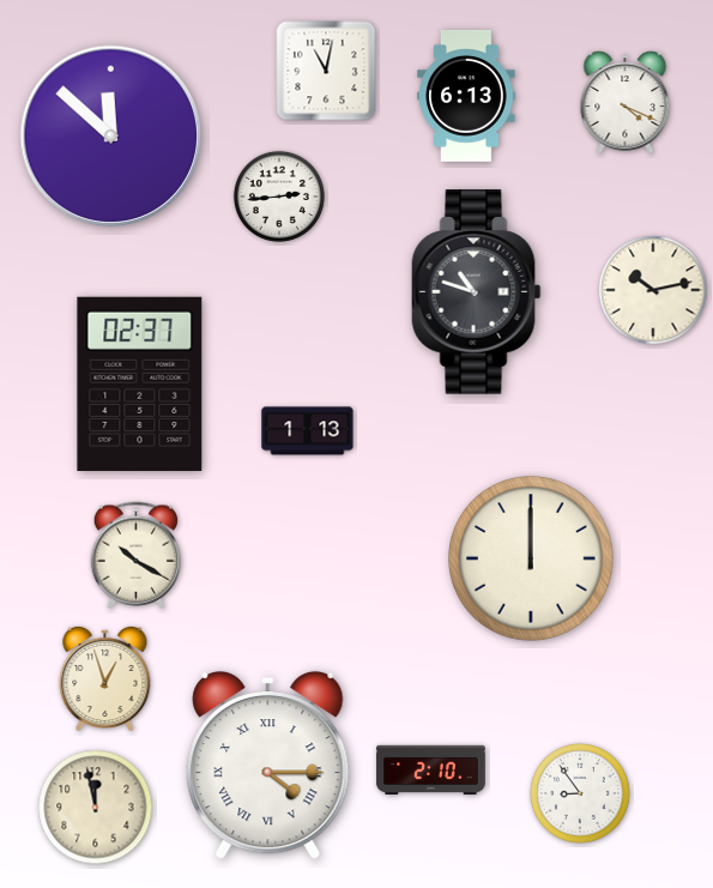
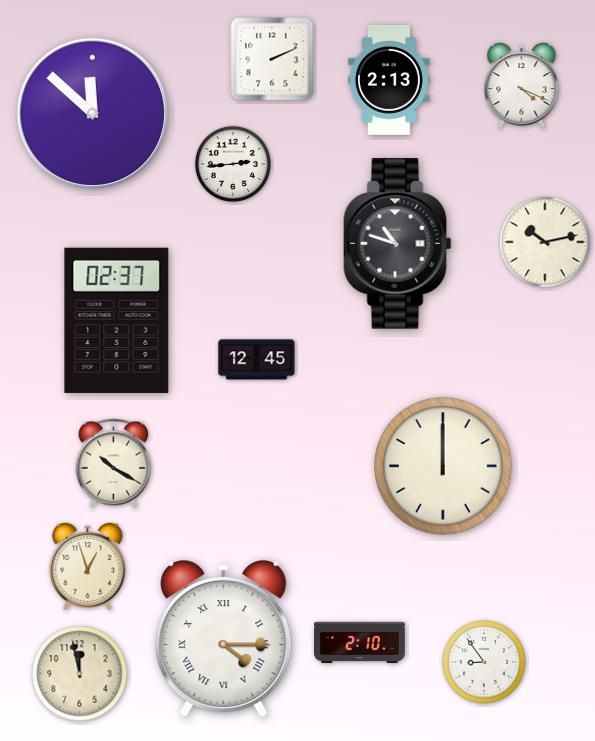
clock at (326, 71): 11:02 -> 2:11
clock at (466, 96): 6:13 -> 2:13
clock at (308, 431): 1:13 -> 12:45
